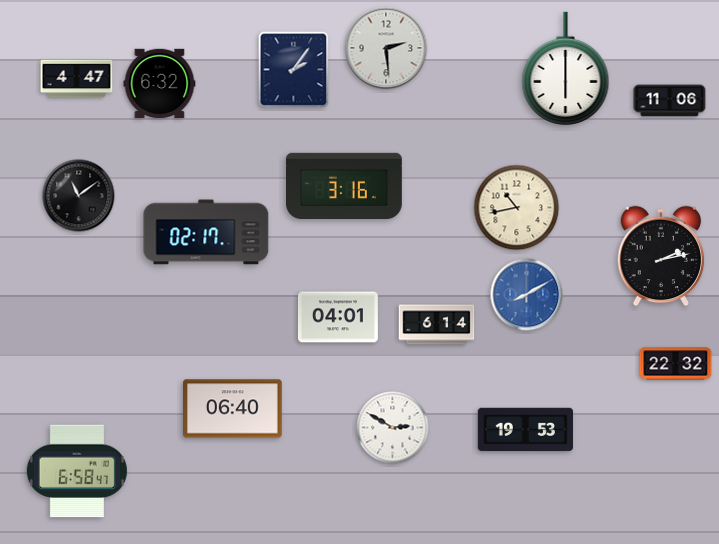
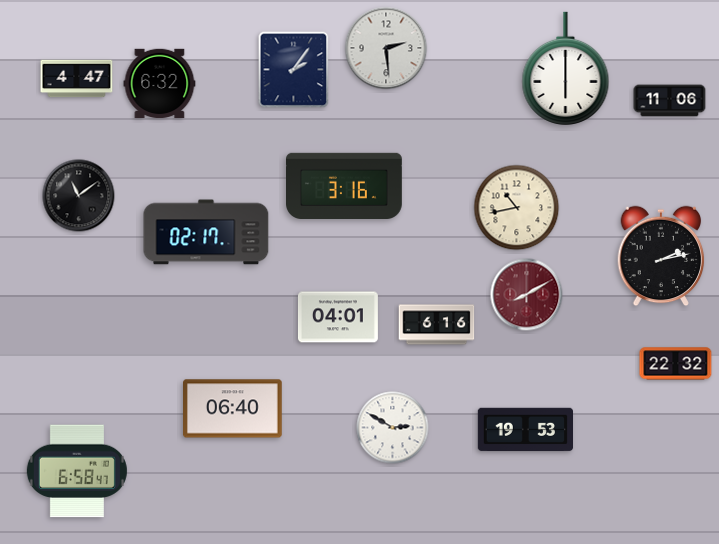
clock at (527, 295) dial: blue -> burgundy
clock at (437, 325): 6:14 -> 6:16
